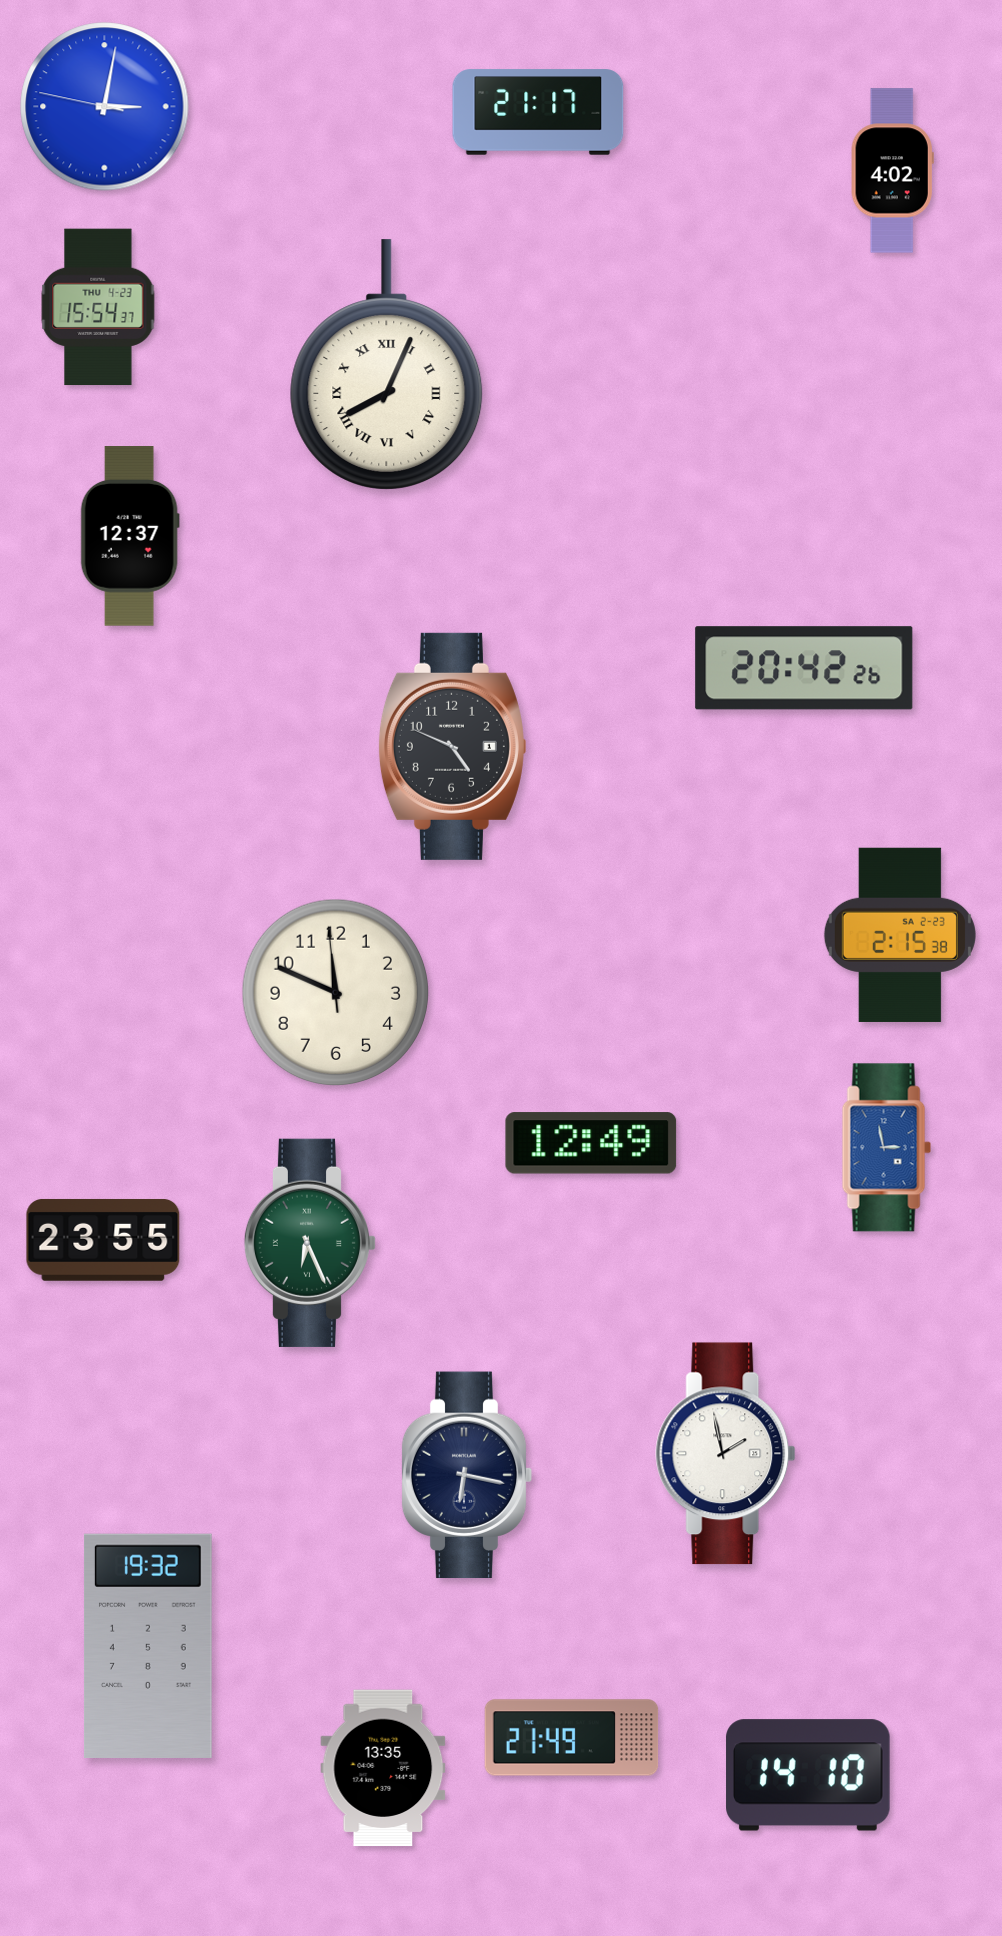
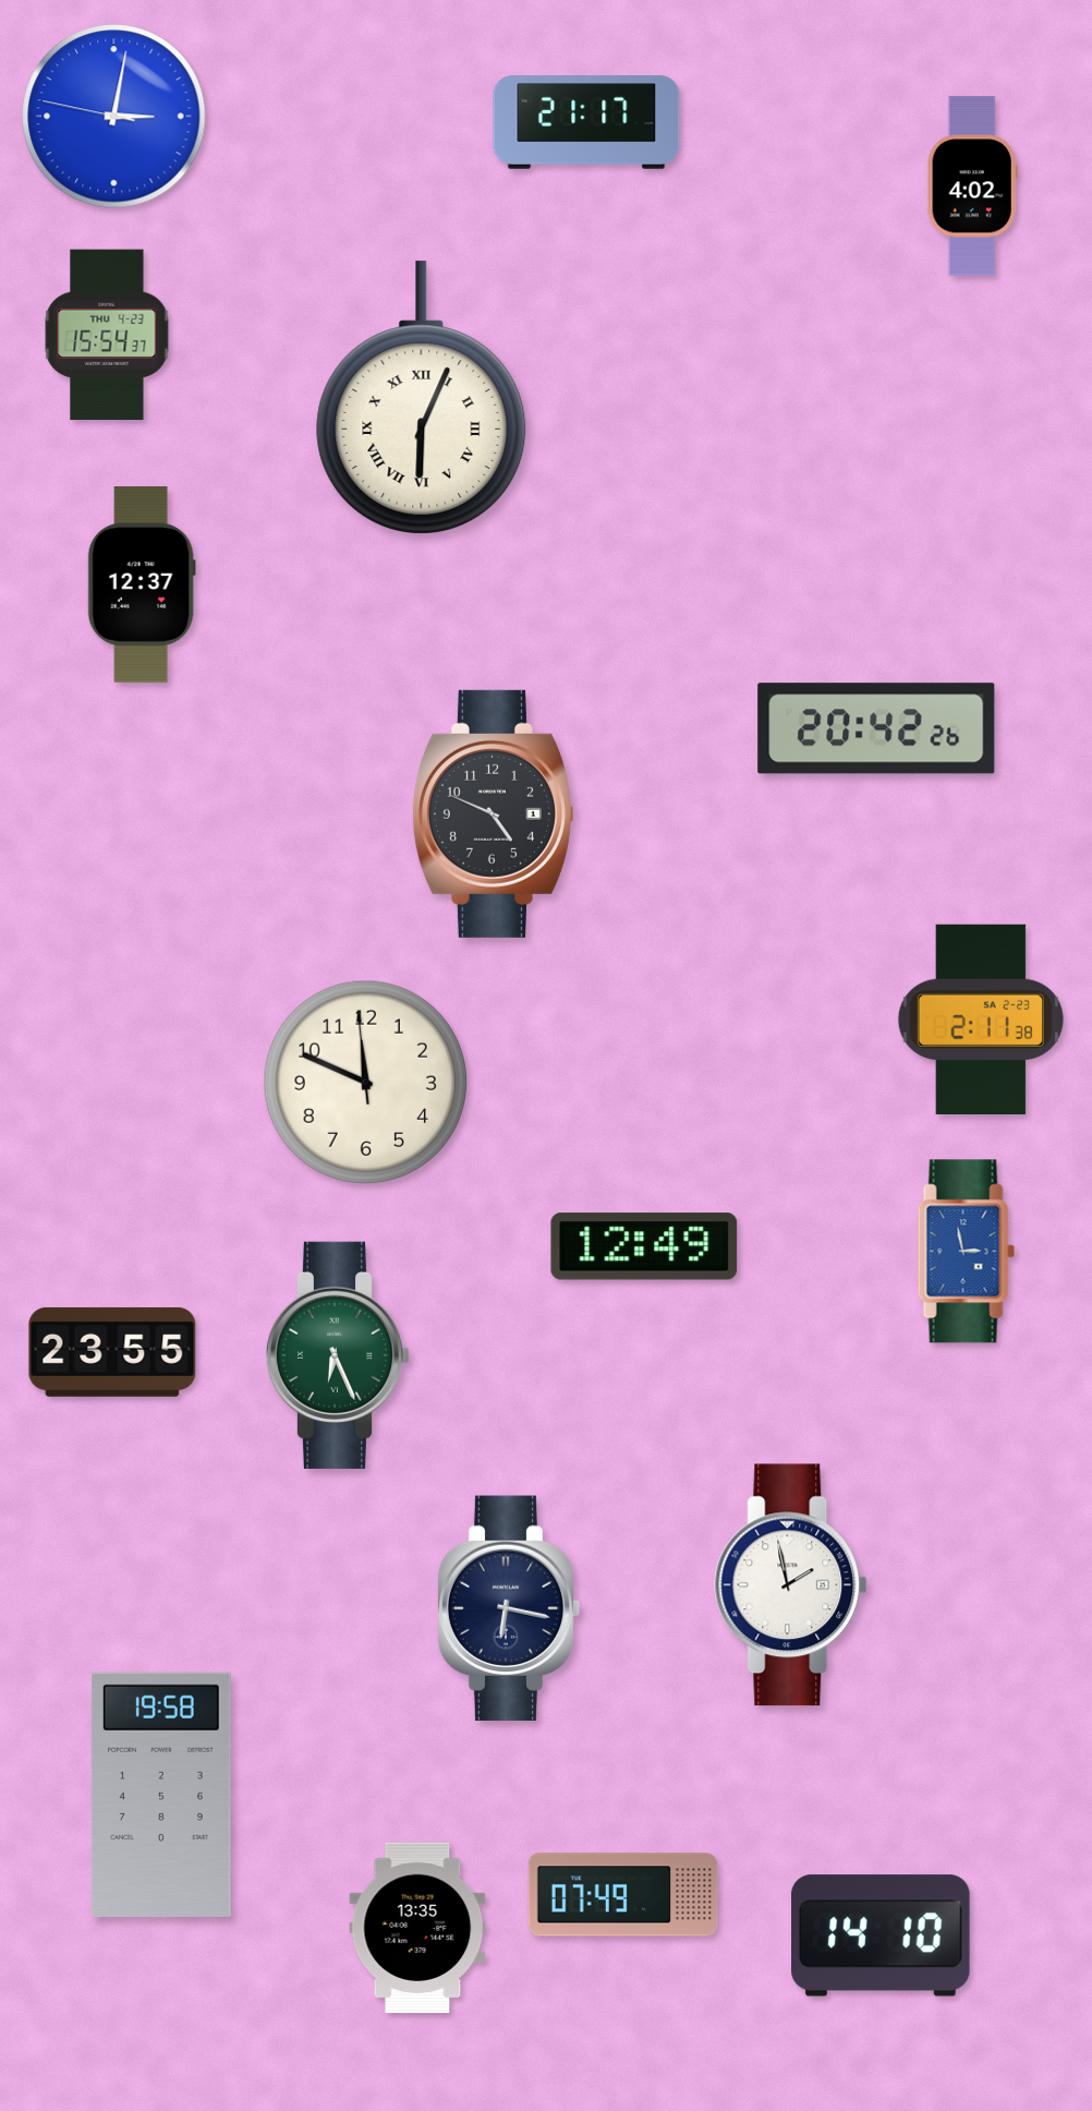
clock at (387, 365): 8:04 -> 6:04
clock at (900, 935): 2:15 -> 2:11
clock at (148, 1646): 19:32 -> 19:58
clock at (572, 1738): 21:49 -> 07:49
